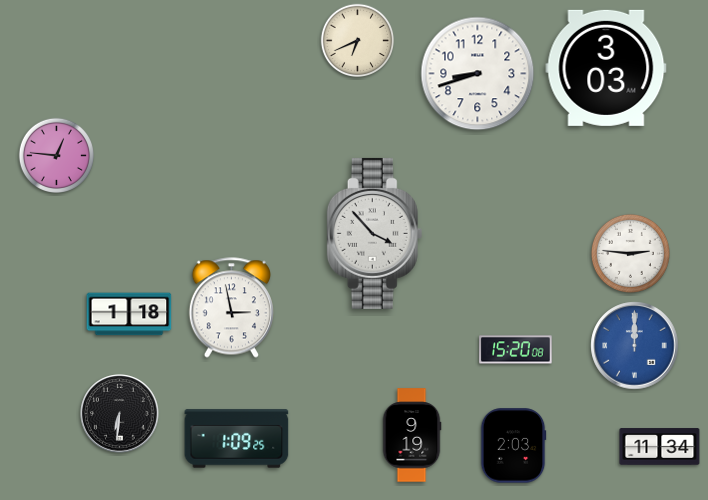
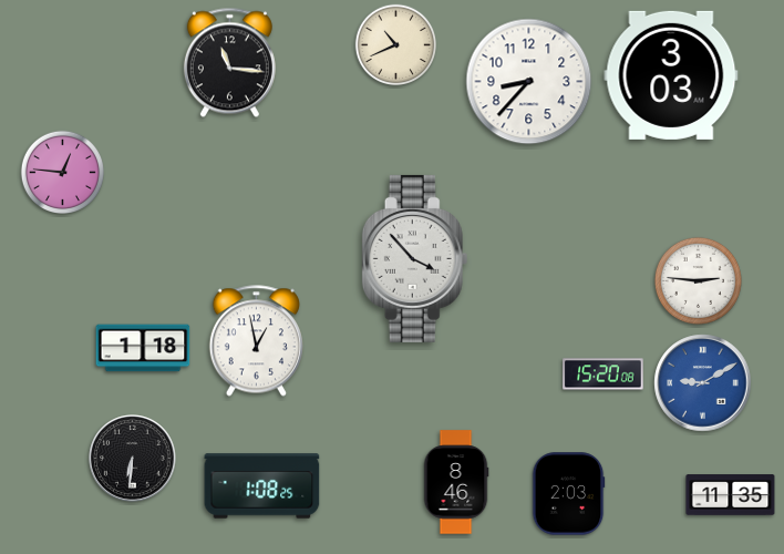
clock at (358, 41): 6:41 -> 10:41
clock at (229, 63): none -> 11:16
clock at (478, 74): 8:42 -> 8:37
clock at (231, 308): 2:58 -> 12:58
clock at (635, 346): 12:00 -> 9:10
clock at (516, 350) position: (516, 350) -> (604, 375)
clock at (412, 435): 9:19 -> 8:46
clock at (237, 439): 1:09 -> 1:08
clock at (660, 447): 11:34 -> 11:35
